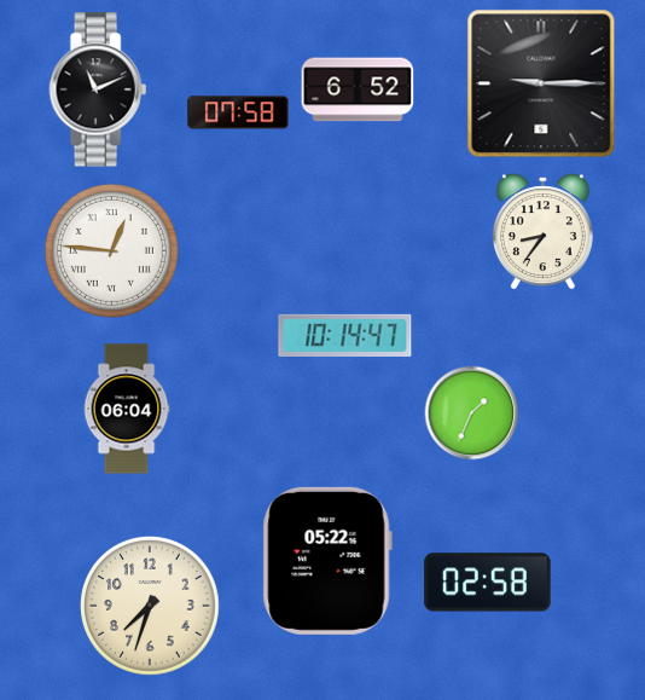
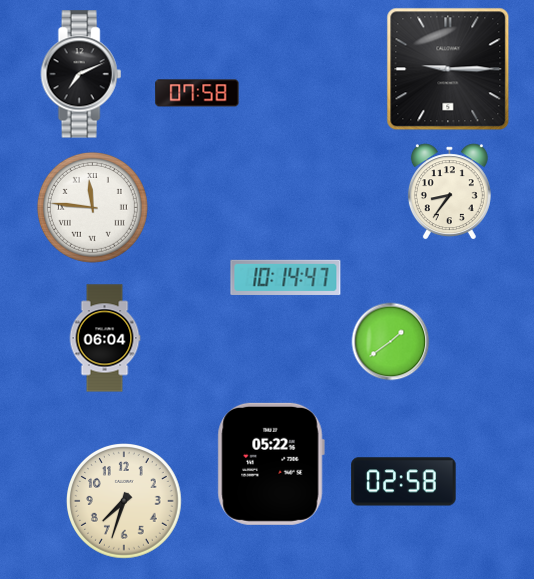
clock at (98, 89): 11:11 -> 7:11
clock at (358, 89): 6:52 -> none
clock at (111, 250): 12:46 -> 11:46
clock at (472, 413): 1:34 -> 1:39
